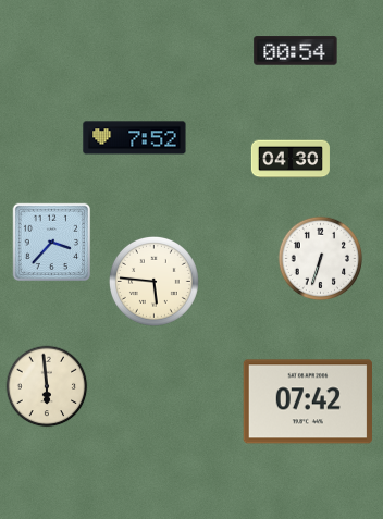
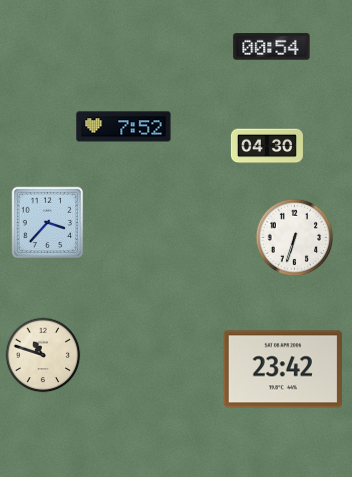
clock at (153, 281): 5:46 -> none
clock at (47, 386): 5:59 -> 10:48
clock at (307, 401): 07:42 -> 23:42
